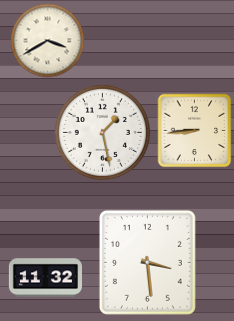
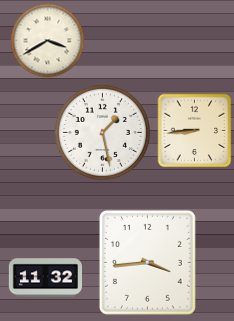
clock at (147, 262): 3:29 -> 3:44
